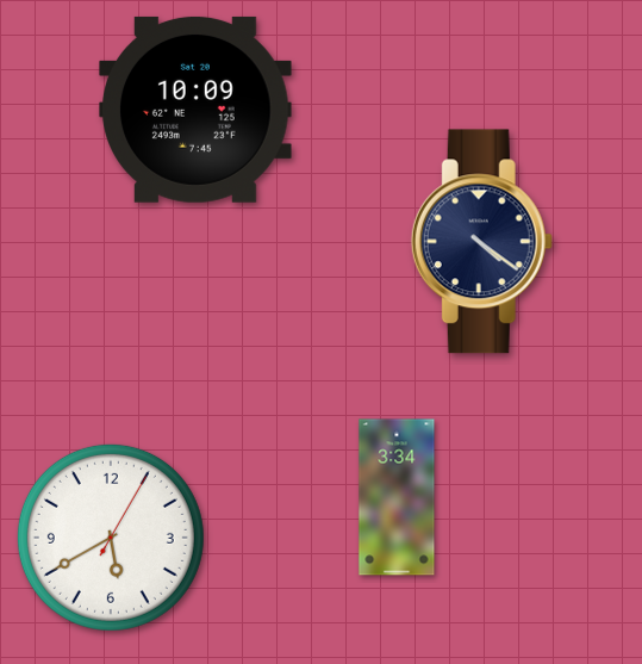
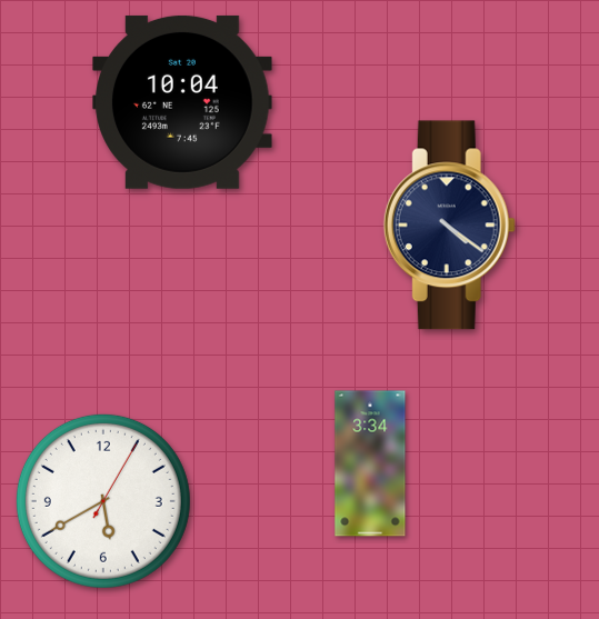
clock at (195, 110): 10:09 -> 10:04
